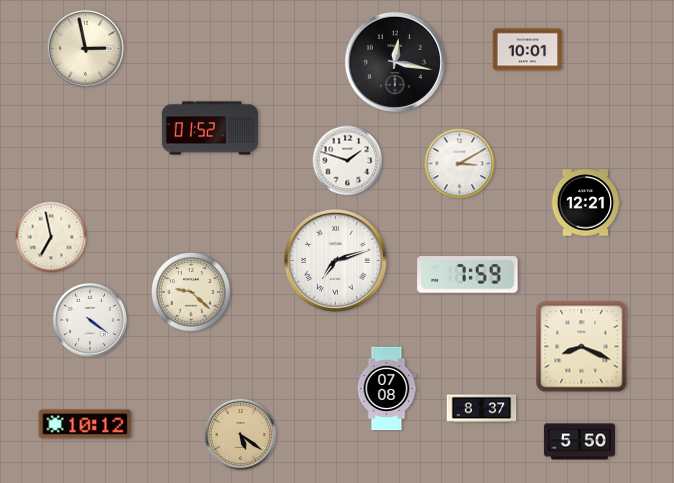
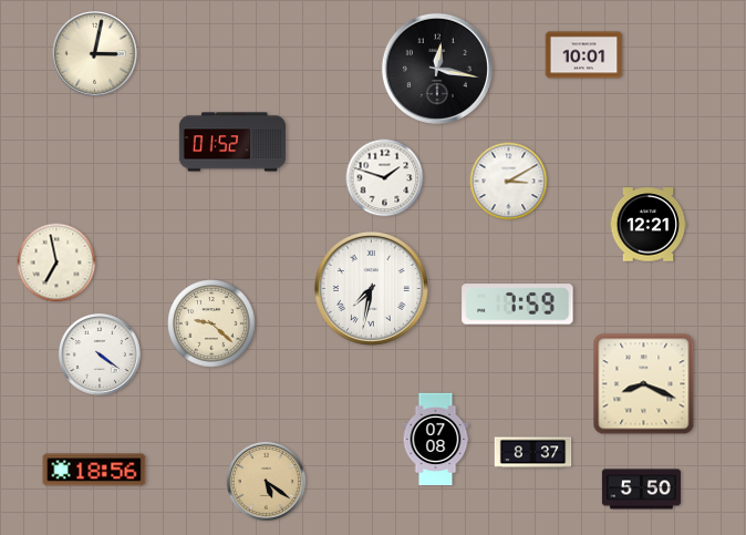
clock at (86, 49): 2:58 -> 3:02
clock at (335, 260): 7:12 -> 7:32
clock at (387, 389) position: (387, 389) -> (436, 440)
clock at (85, 424): 10:12 -> 18:56
